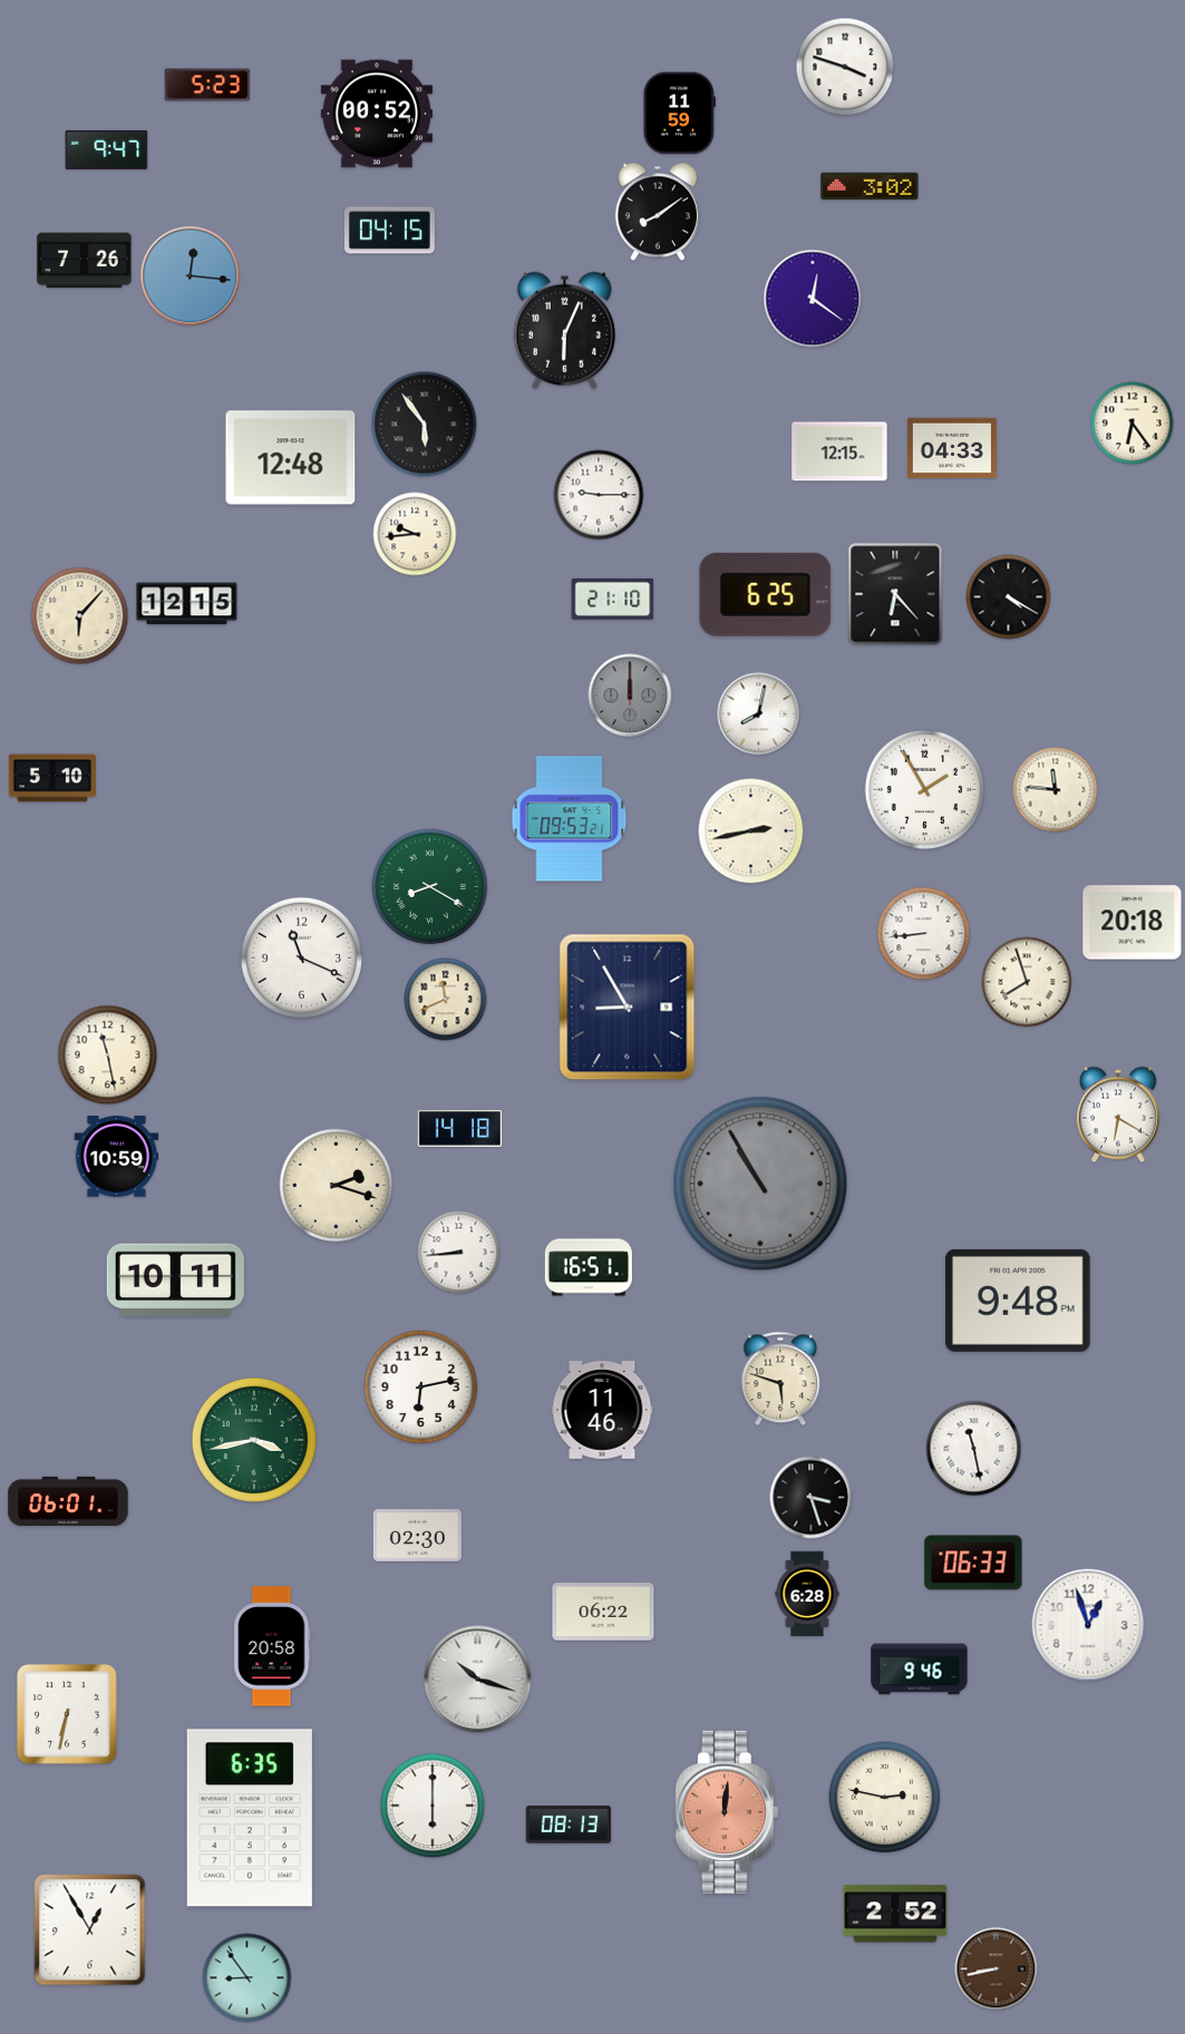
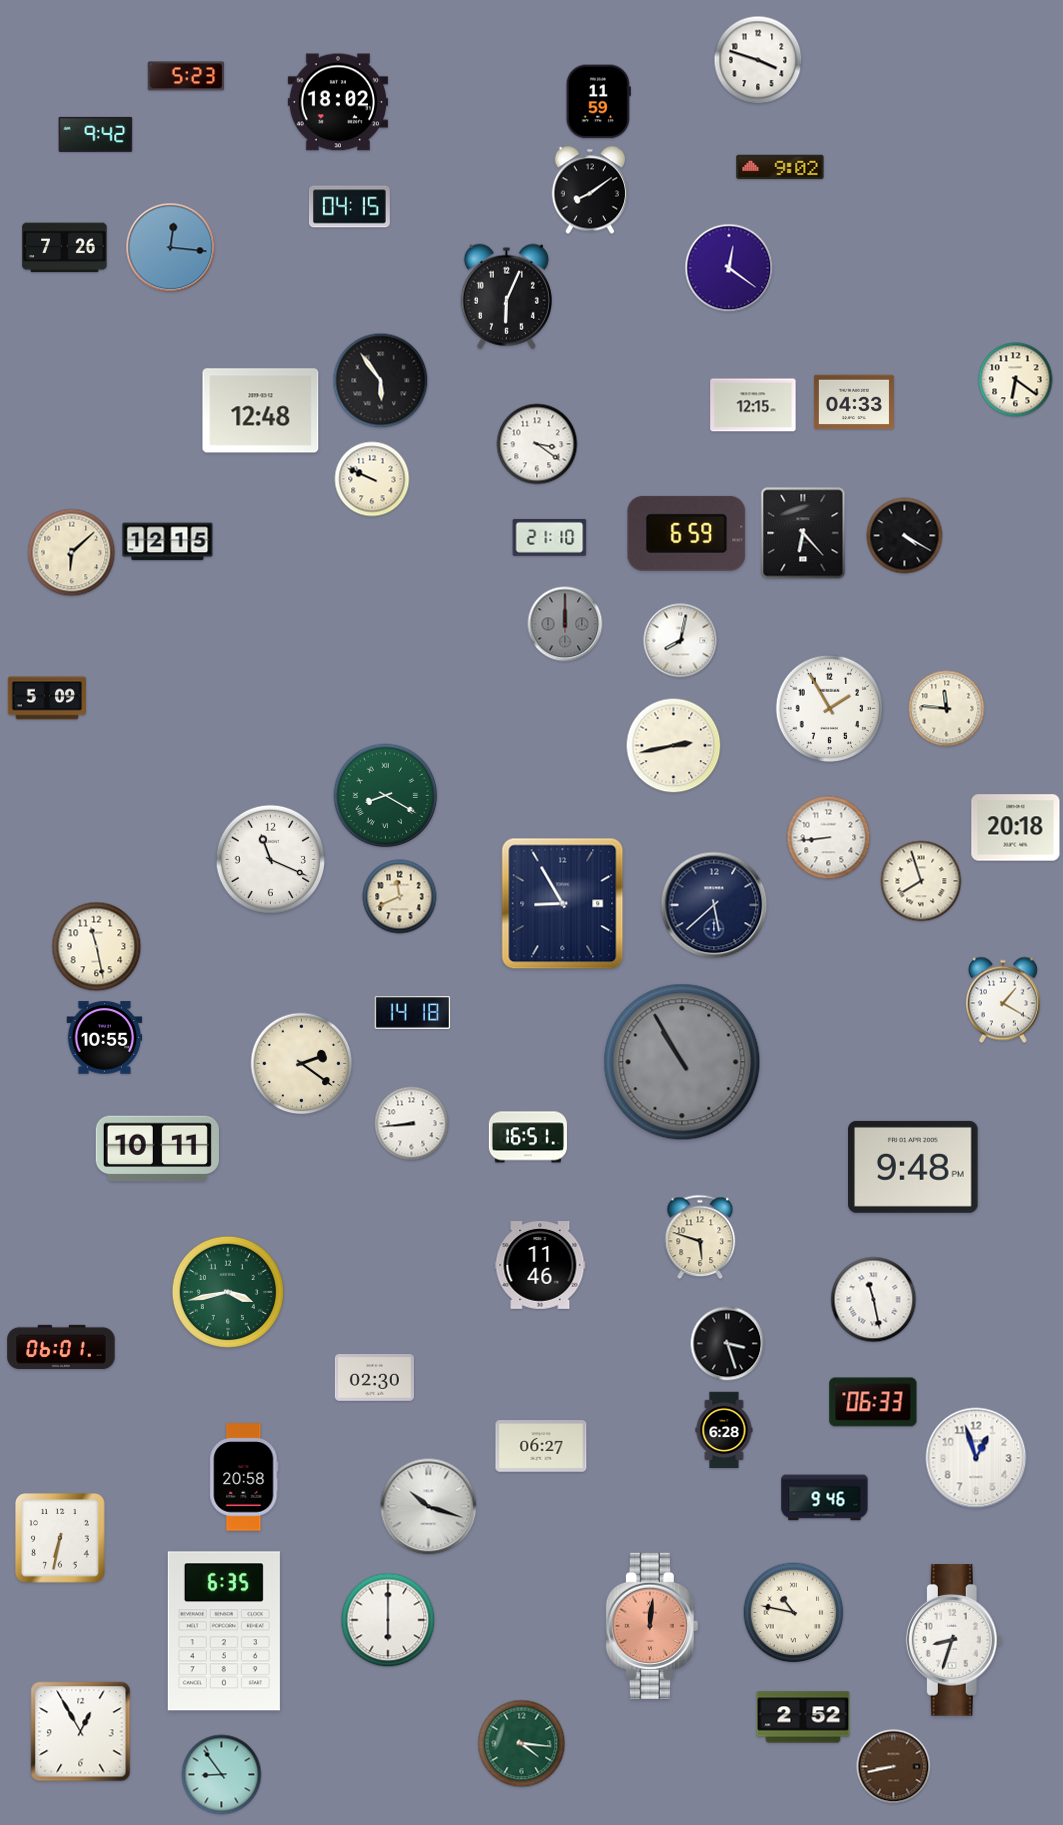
clock at (376, 114): 00:52 -> 18:02
clock at (679, 114) position: (679, 114) -> (598, 102)
clock at (107, 149): 9:47 -> 9:42
clock at (870, 186): 3:02 -> 9:02
clock at (85, 261) position: (85, 261) -> (65, 248)
clock at (1133, 424): 6:24 -> 6:21
clock at (599, 495): 9:15 -> 3:21
clock at (415, 534): 9:44 -> 9:49
clock at (766, 594): 6:25 -> 6:59
clock at (80, 616): 6:07 -> 6:08
clock at (52, 778): 5:10 -> 5:09
clock at (570, 819): 09:53 -> none
clock at (714, 905): none -> 5:38
clock at (1118, 1115): 6:20 -> 1:20
clock at (117, 1157): 10:59 -> 10:55
clock at (337, 1186): 2:18 -> 2:21
clock at (421, 1388): 6:13 -> none
clock at (603, 1612): 06:22 -> 06:27
clock at (885, 1798): 2:47 -> 10:47
clock at (569, 1824): 08:13 -> none
clock at (954, 1640): none -> 8:33
clock at (522, 1744): none -> 4:16
